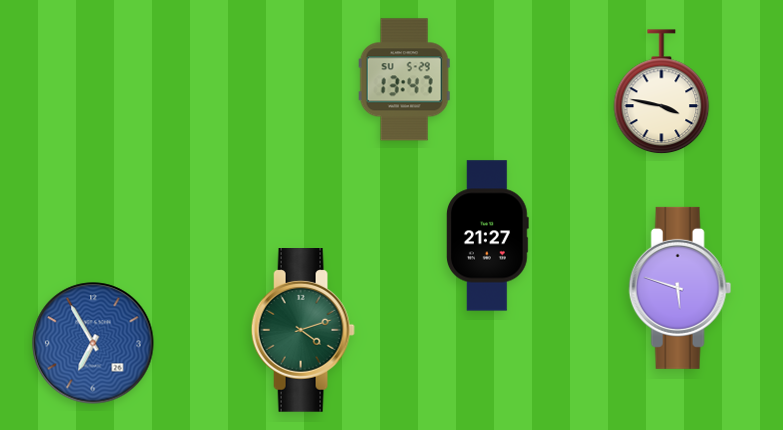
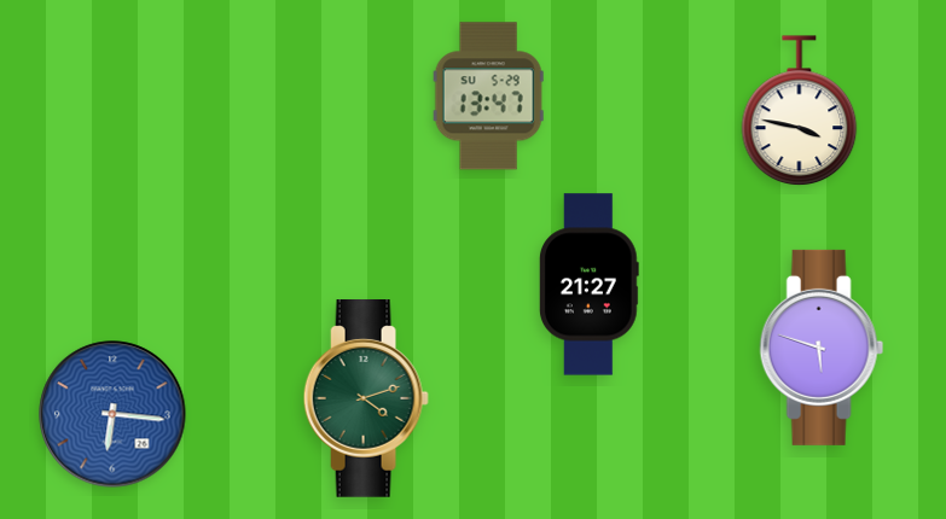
clock at (93, 343): 6:55 -> 6:16
